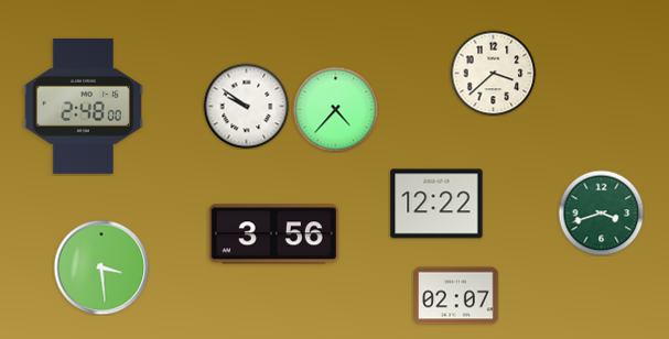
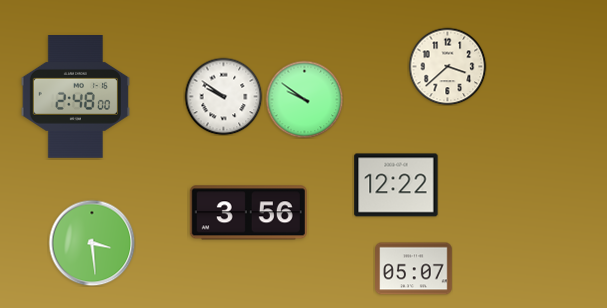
clock at (335, 109): 4:37 -> 9:51
clock at (601, 212): 3:42 -> none
clock at (456, 296): 02:07 -> 05:07
